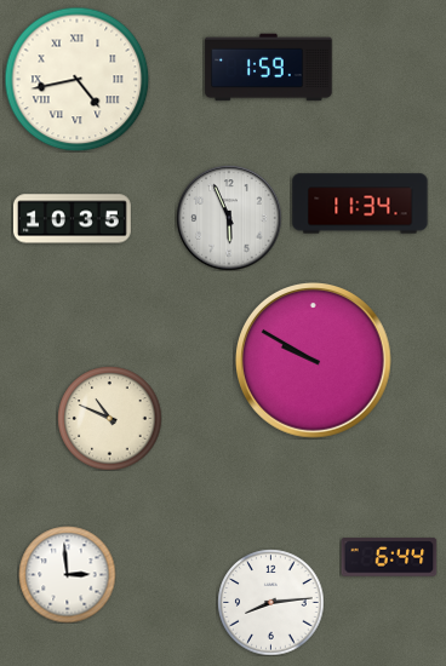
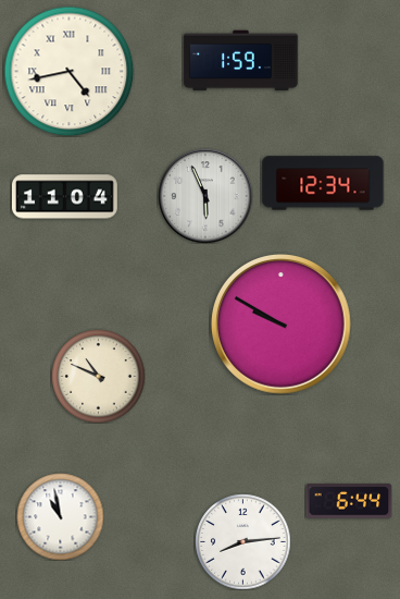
clock at (360, 203): 11:34 -> 12:34
clock at (72, 219): 10:35 -> 11:04
clock at (67, 574): 2:59 -> 10:58
